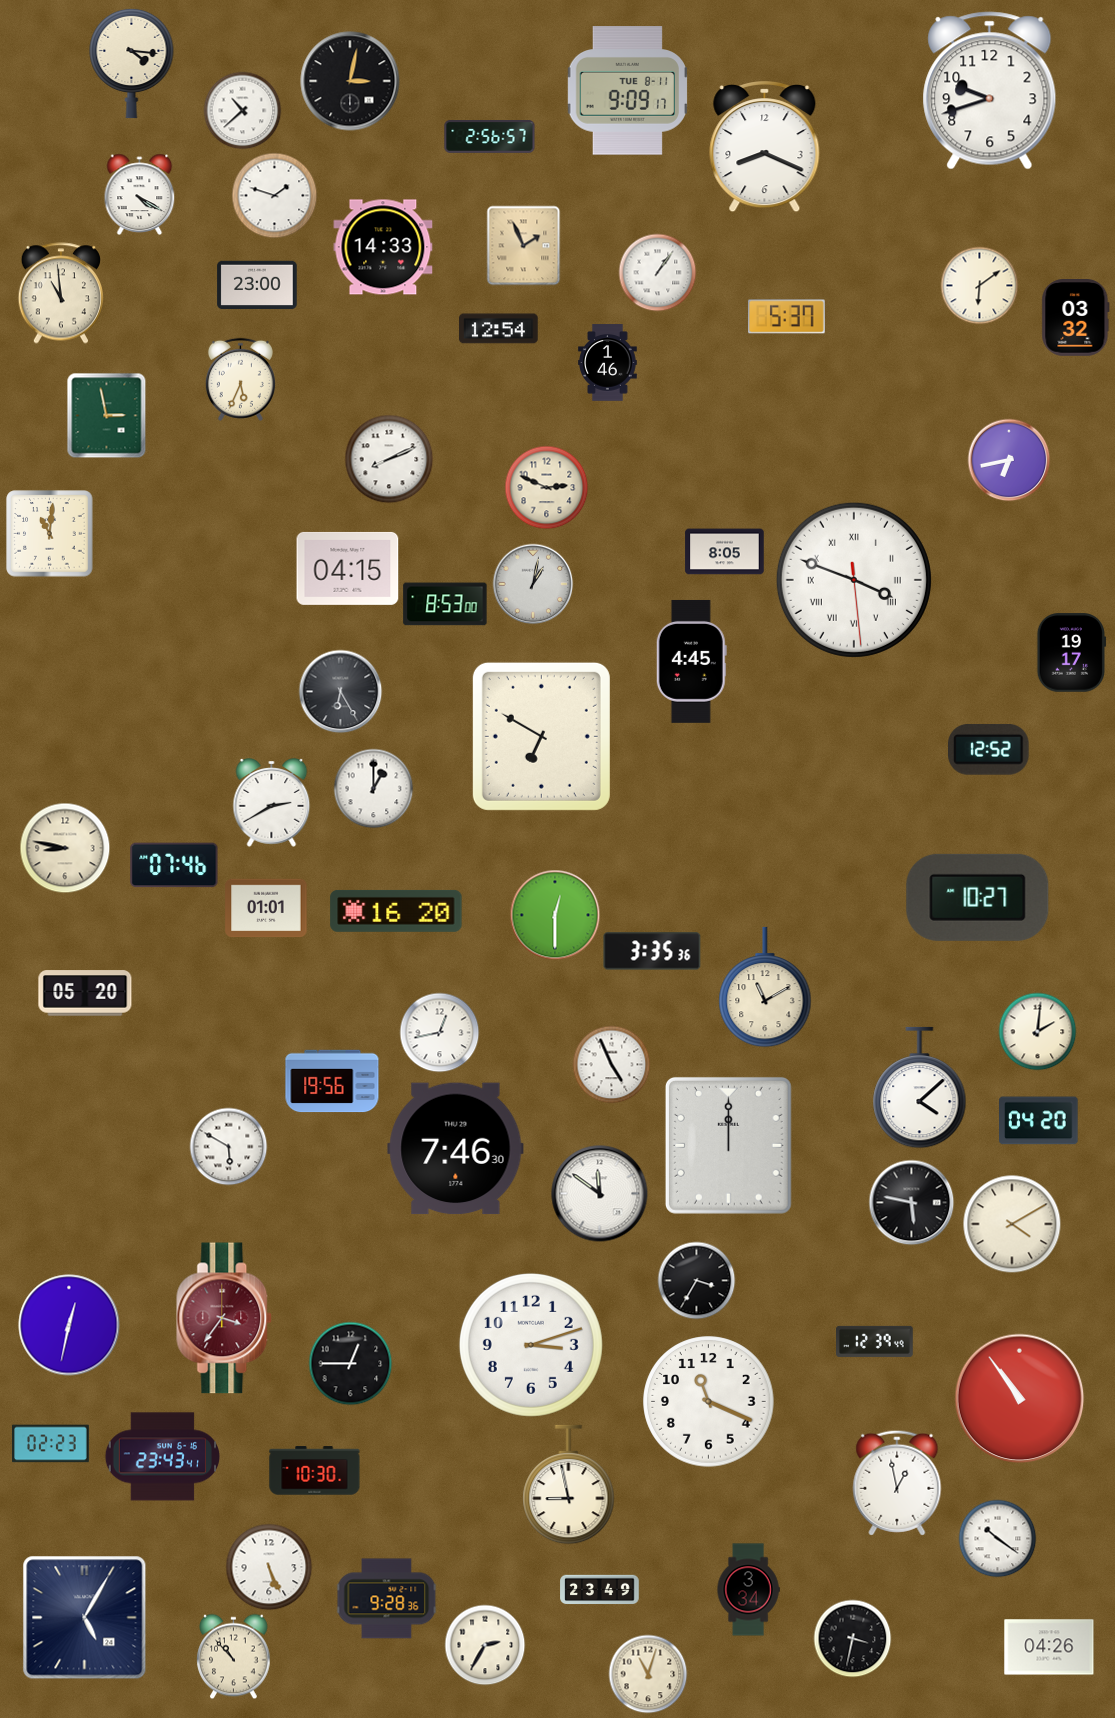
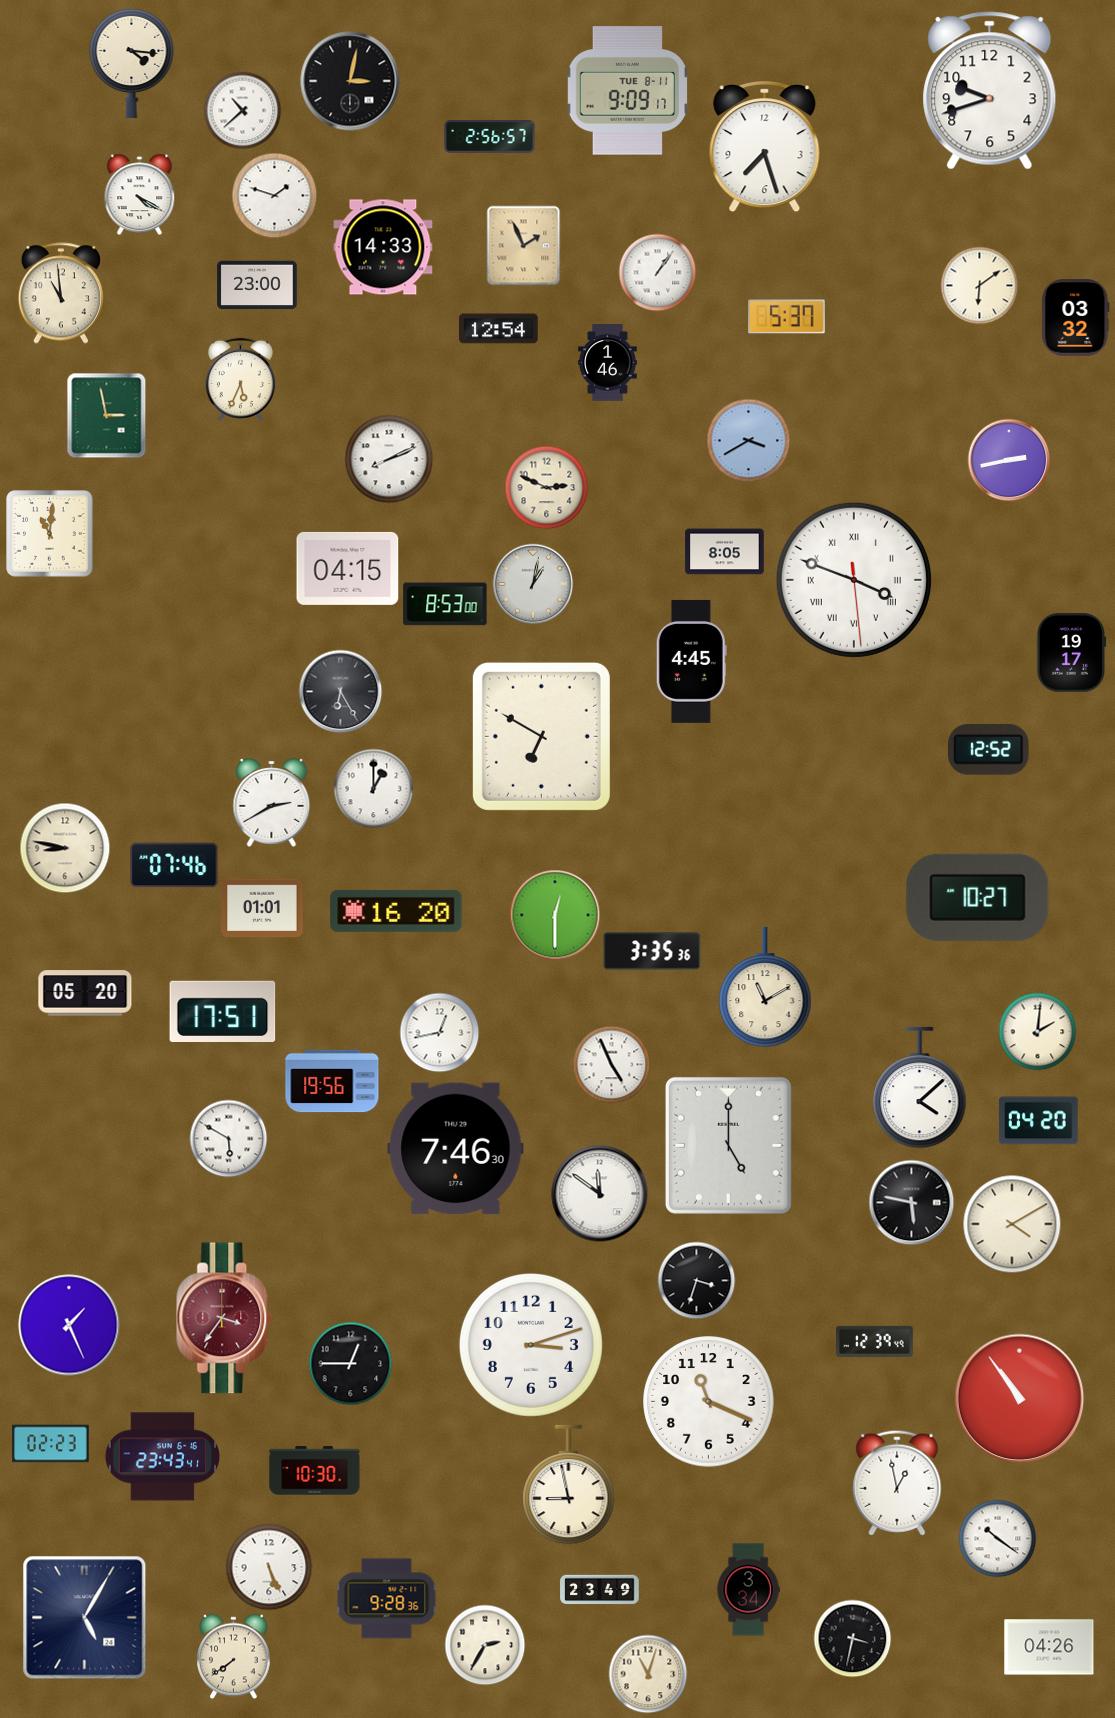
clock at (765, 148): 8:19 -> 7:27
clock at (748, 440): none -> 3:40
clock at (1009, 460): 6:43 -> 2:43
clock at (266, 908) position: (266, 908) -> (262, 908)
clock at (223, 1011): none -> 17:51
clock at (728, 1145): 12:00 -> 5:00
clock at (228, 1146) position: (228, 1146) -> (228, 1138)
clock at (696, 1280): 3:35 -> 3:33
clock at (69, 1325): 12:32 -> 1:26
clock at (234, 1656): 10:53 -> 7:39
